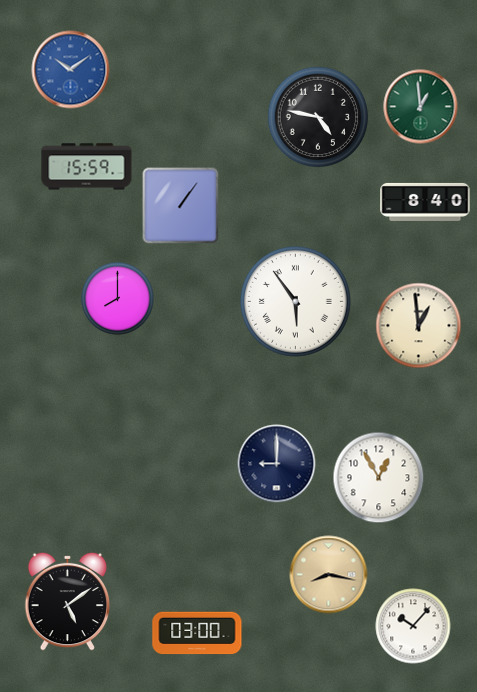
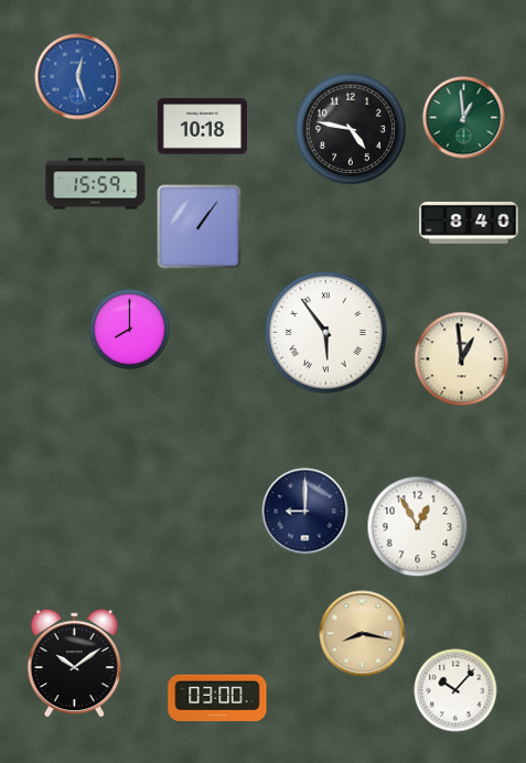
clock at (71, 70): 10:09 -> 12:27
clock at (202, 127): none -> 10:18
clock at (68, 601): 5:09 -> 10:09
